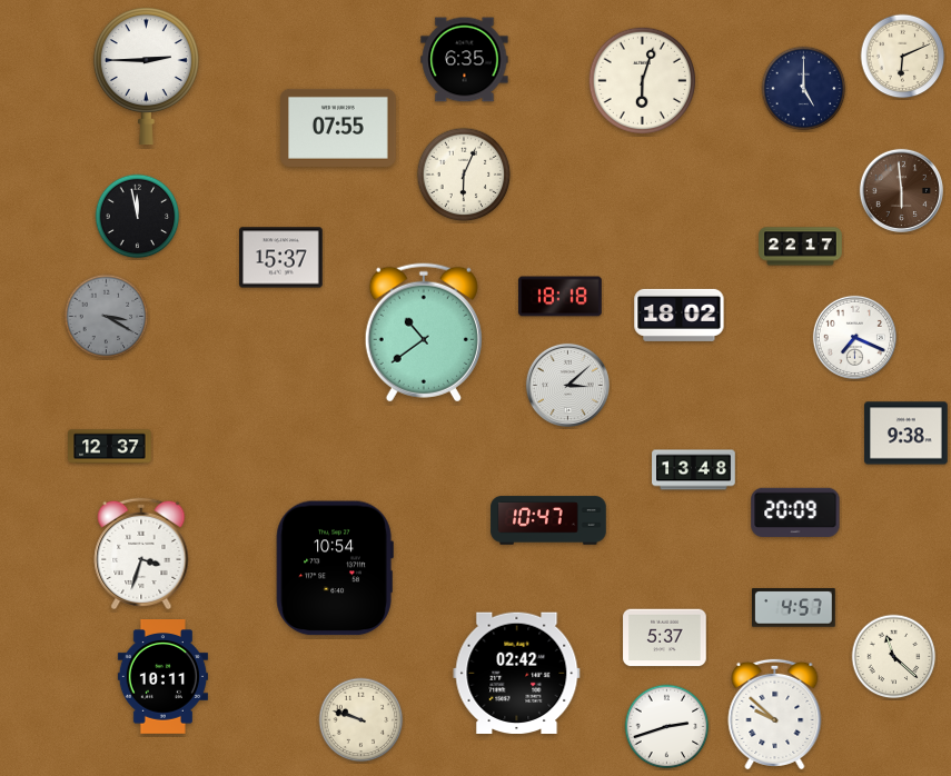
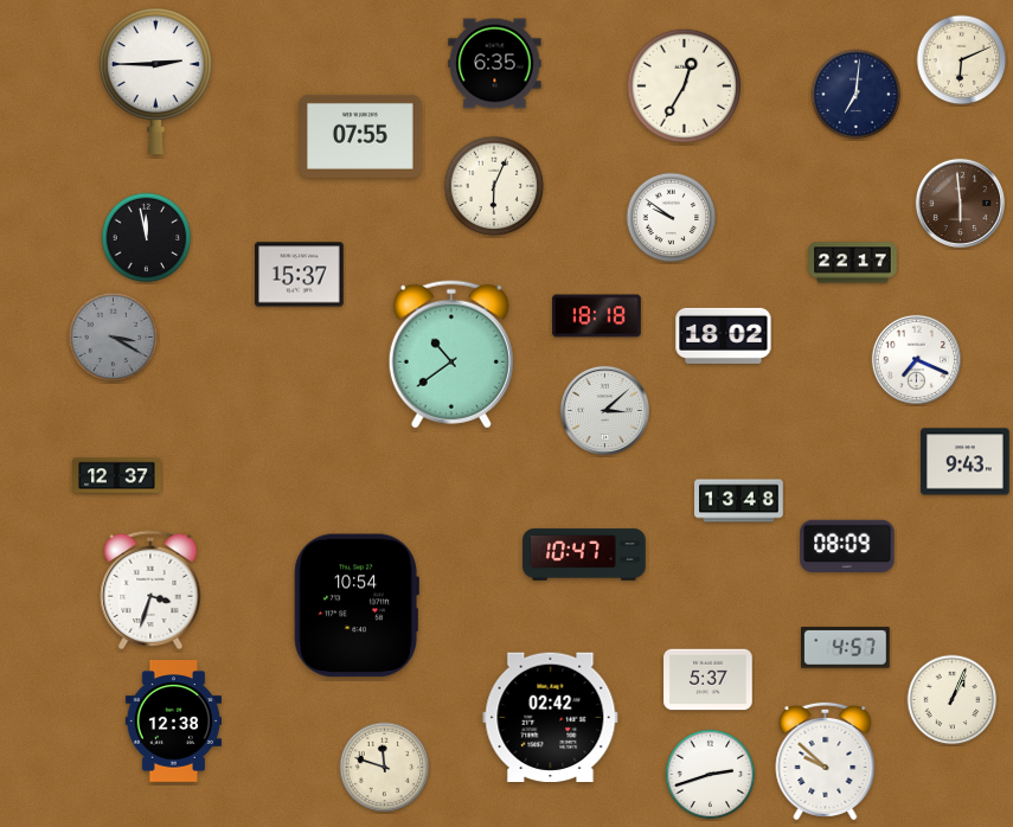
clock at (643, 81): 6:03 -> 12:35
clock at (804, 89): 5:00 -> 7:01
clock at (672, 218): none -> 9:51
clock at (138, 217) position: (138, 217) -> (147, 238)
clock at (854, 337) position: (854, 337) -> (916, 359)
clock at (907, 434): 9:38 -> 9:43
clock at (795, 513): 20:09 -> 08:09
clock at (894, 657): 11:22 -> 1:04
clock at (162, 677): 10:11 -> 12:38
clock at (361, 720): 9:48 -> 11:48
